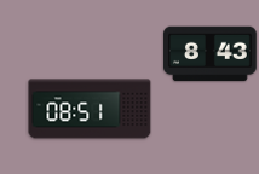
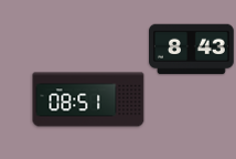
clock at (90, 109) position: (90, 109) -> (88, 99)
